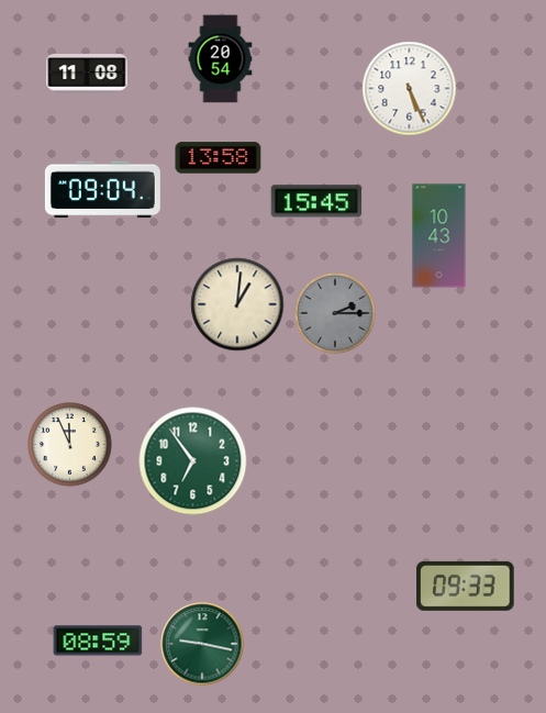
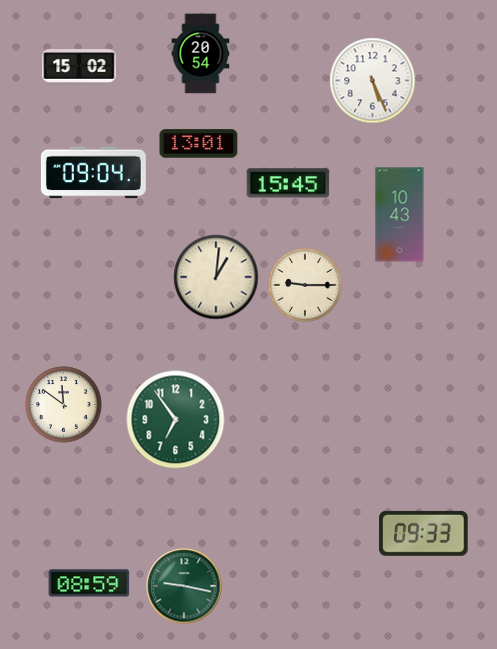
clock at (87, 74): 11:08 -> 15:02
clock at (219, 158): 13:58 -> 13:01
clock at (336, 314): 2:15 -> 9:15
clock at (336, 314) dial: grey -> cream
clock at (70, 445): 11:56 -> 11:51
